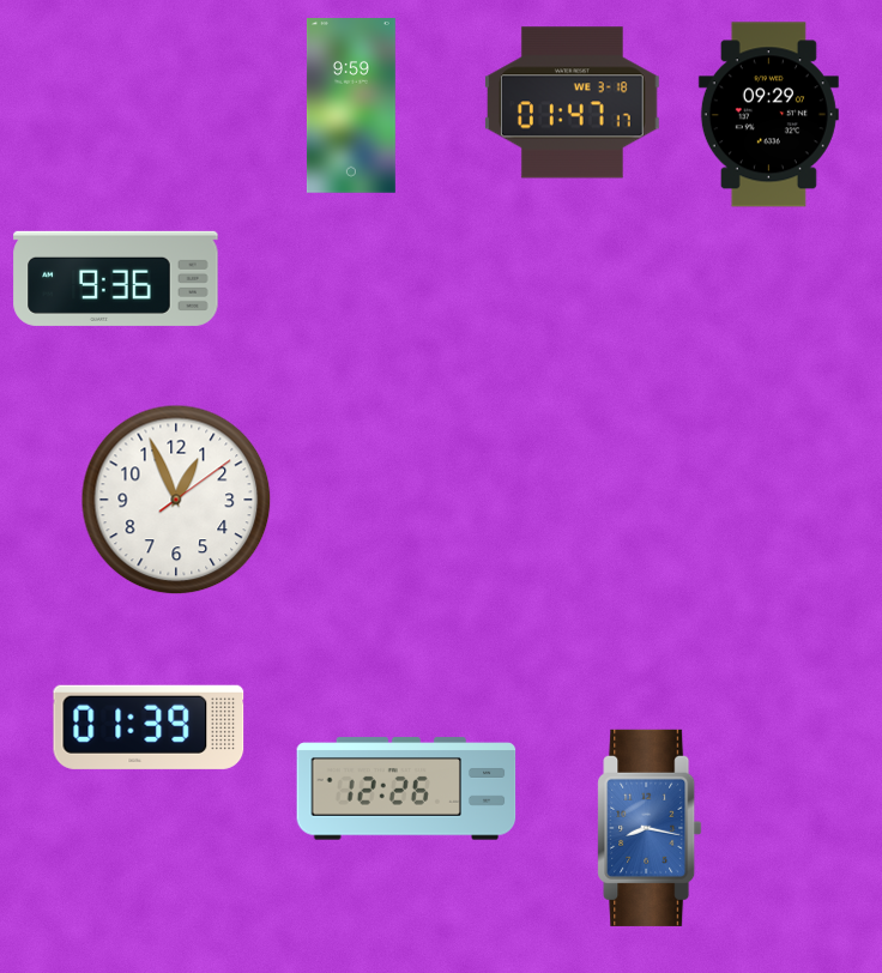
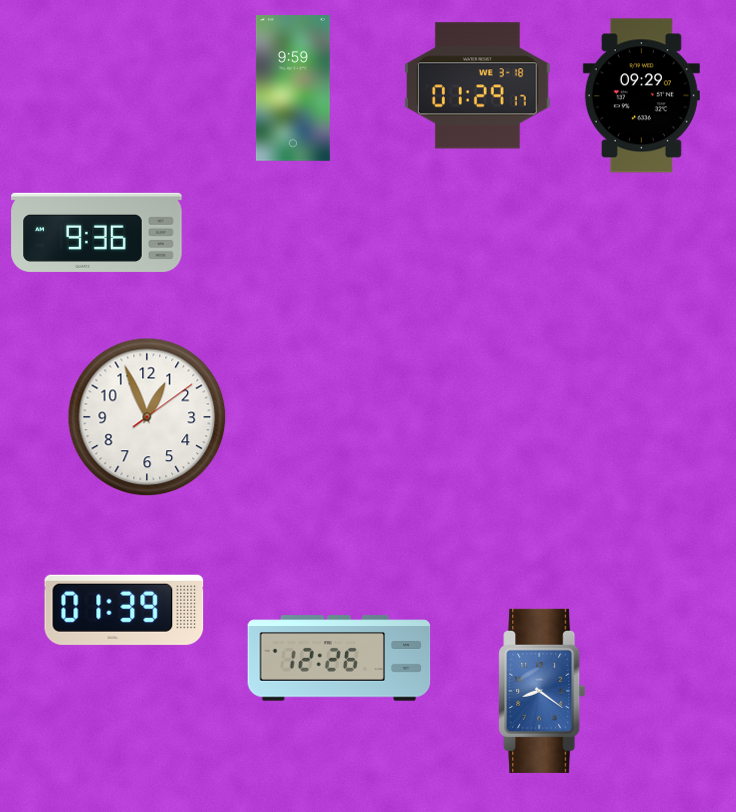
clock at (573, 103): 01:47 -> 01:29
clock at (149, 727) position: (149, 727) -> (124, 610)
clock at (650, 828): 8:17 -> 8:21
